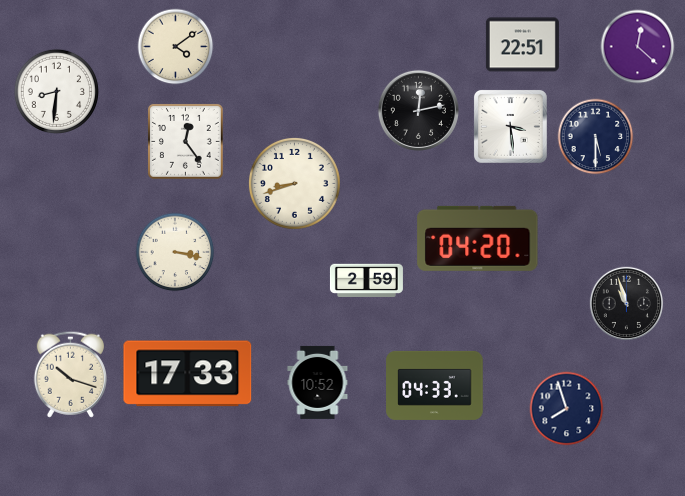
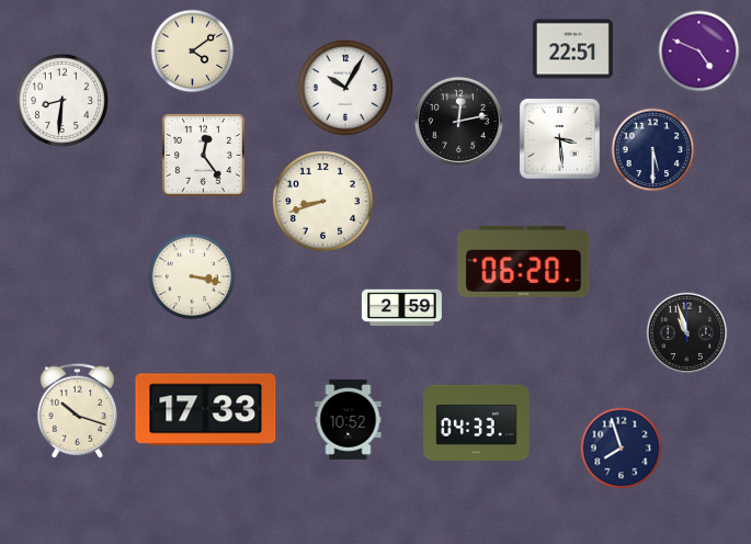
clock at (638, 47): 12:22 -> 4:49
clock at (345, 88): none -> 10:05
clock at (478, 238): 04:20 -> 06:20
